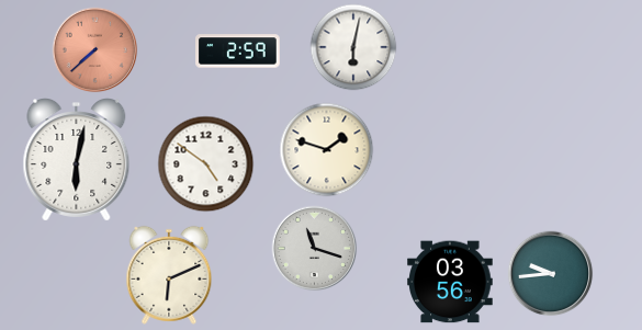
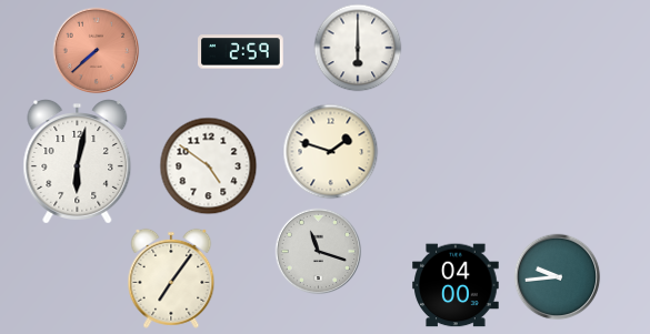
clock at (353, 47): 6:02 -> 6:00
clock at (169, 275): 6:11 -> 7:06
clock at (450, 282): 03:56 -> 04:00
